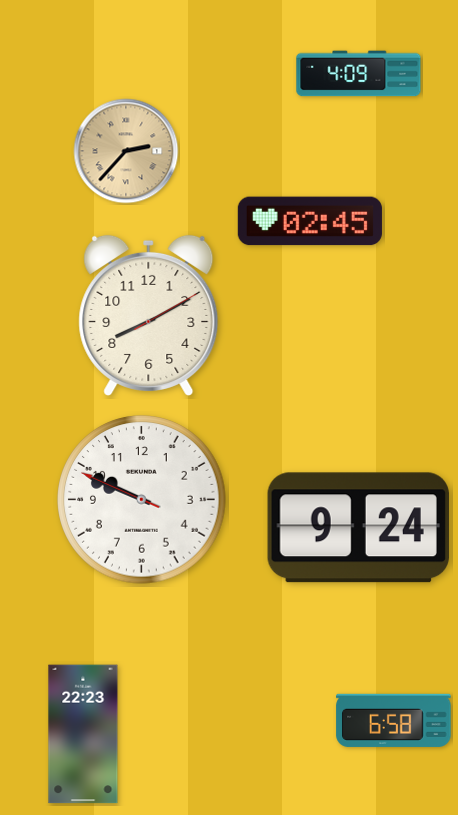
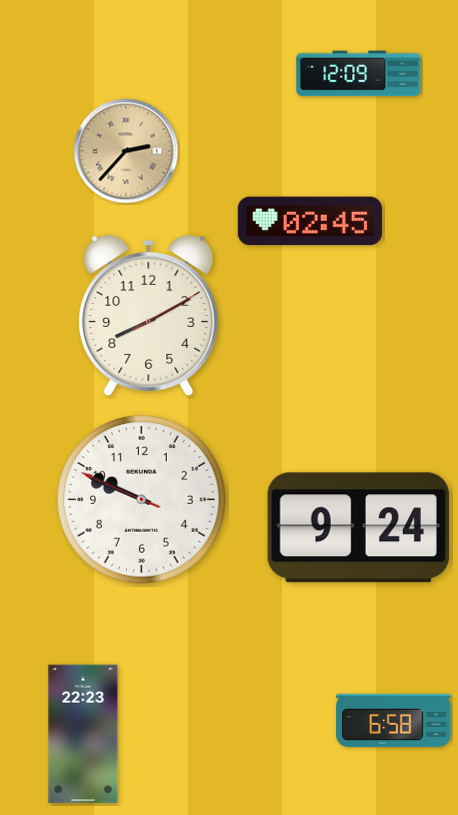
clock at (359, 74): 4:09 -> 12:09
